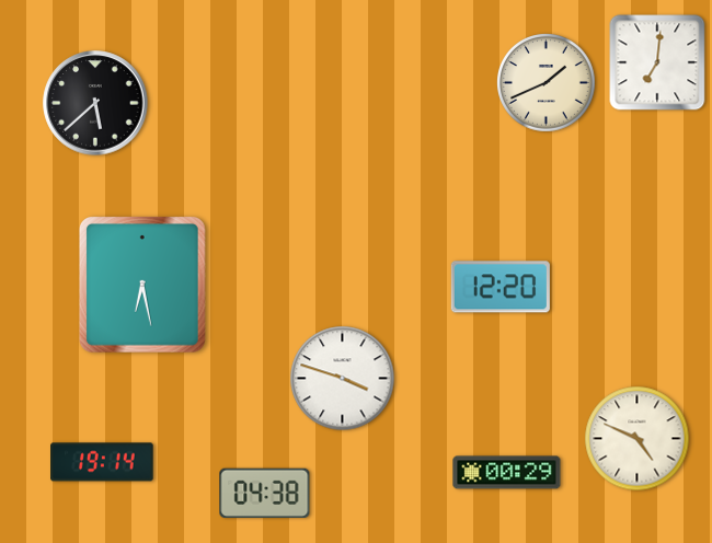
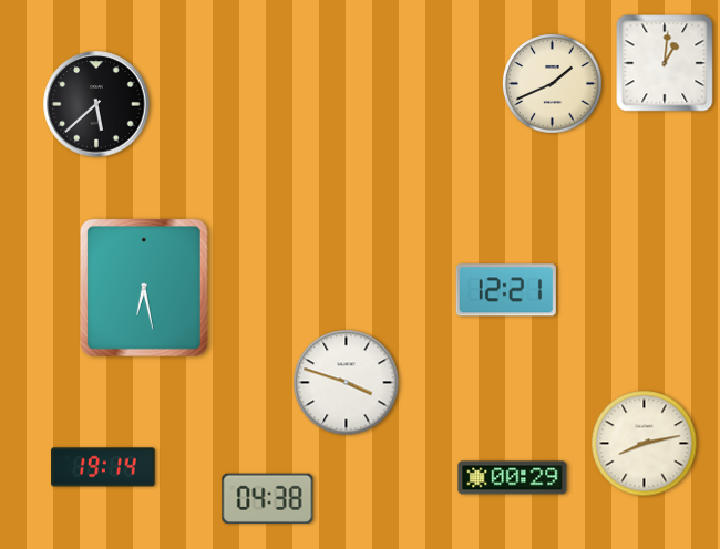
clock at (657, 62): 7:01 -> 1:01
clock at (501, 287): 12:20 -> 12:21
clock at (638, 439): 4:49 -> 8:13
